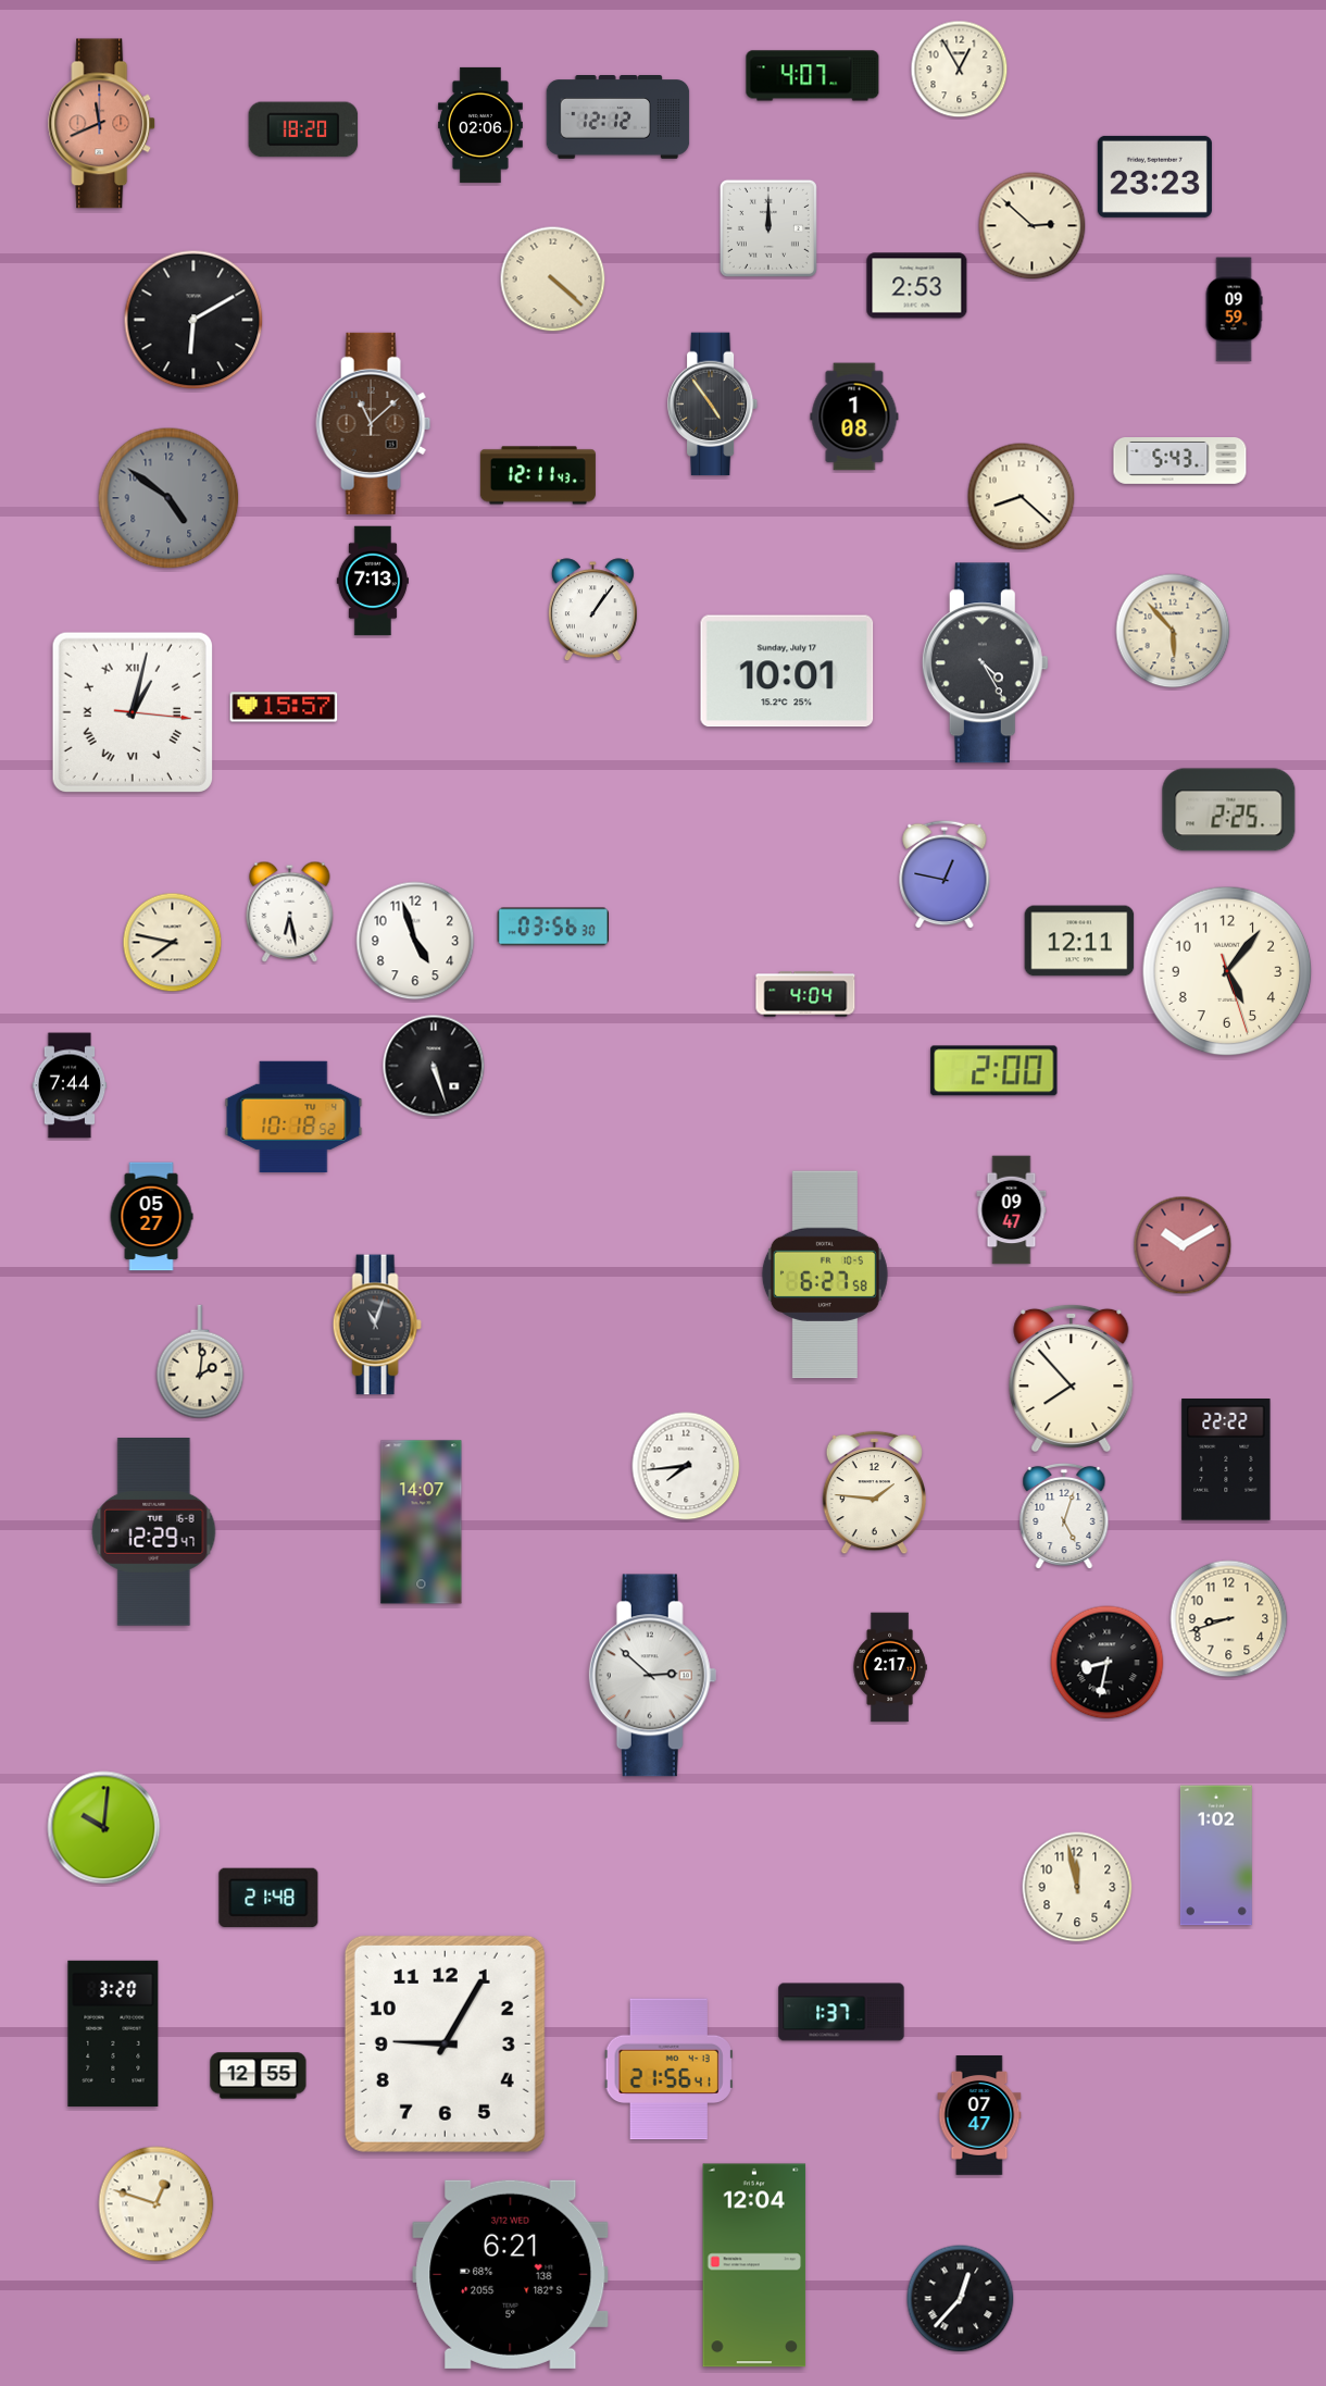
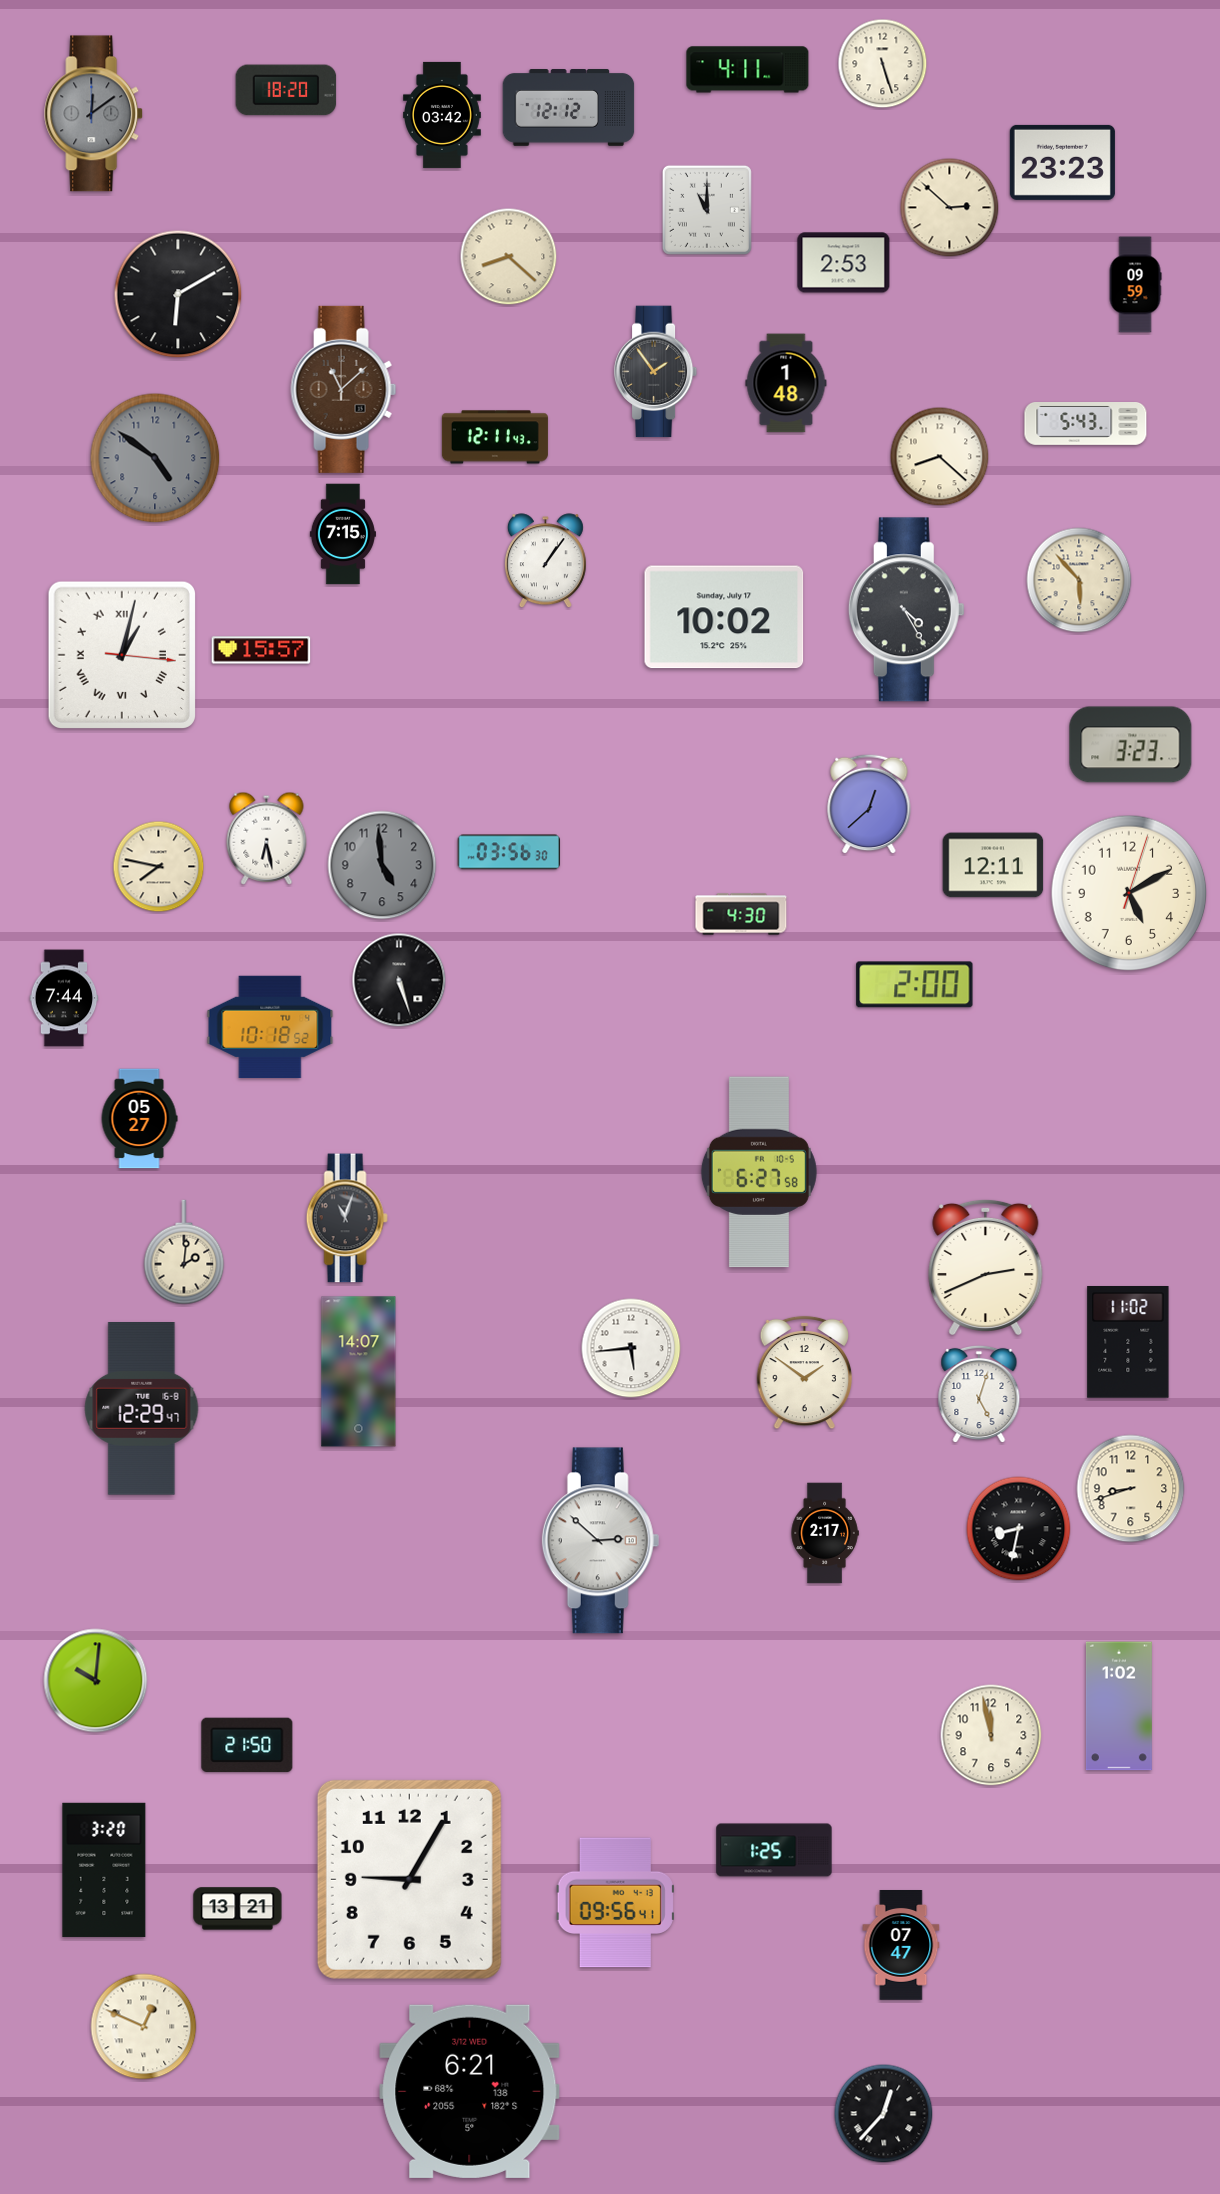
clock at (960, 70): 12:55 -> 5:27
clock at (813, 76): 4:07 -> 4:11
clock at (102, 124): 11:41 -> 12:09
clock at (102, 124) dial: salmon -> grey
clock at (481, 125): 02:06 -> 03:42
clock at (303, 129) position: (303, 129) -> (286, 90)
clock at (768, 228): 12:00 -> 11:00
clock at (553, 279): 4:22 -> 8:22
clock at (713, 405): 4:54 -> 1:54
clock at (854, 417): 1:08 -> 1:48
clock at (373, 581): 7:13 -> 7:15
clock at (787, 671): 10:01 -> 10:02
clock at (1229, 810): 2:25 -> 3:23
clock at (945, 874): 12:47 -> 12:38
clock at (415, 941): 4:57 -> 4:59
clock at (415, 941) dial: white -> grey
clock at (1227, 971): 5:06 -> 5:10
clock at (805, 994): 4:04 -> 4:30
clock at (1012, 1210): 09:47 -> none
clock at (1183, 1245): 10:10 -> none
clock at (1072, 1377): 7:53 -> 2:41
clock at (1226, 1459): 22:22 -> 11:02
clock at (686, 1466): 7:44 -> 5:44
clock at (874, 1493): 1:46 -> 1:51
clock at (422, 1523) position: (422, 1523) -> (359, 1372)
clock at (890, 1667) position: (890, 1667) -> (825, 1533)
clock at (268, 1897): 21:48 -> 21:50
clock at (841, 2012): 1:37 -> 1:25
clock at (668, 2070): 21:56 -> 09:56
clock at (259, 2076): 12:55 -> 13:21
clock at (157, 2204): 12:48 -> 12:49
clock at (754, 2265): 12:04 -> none
